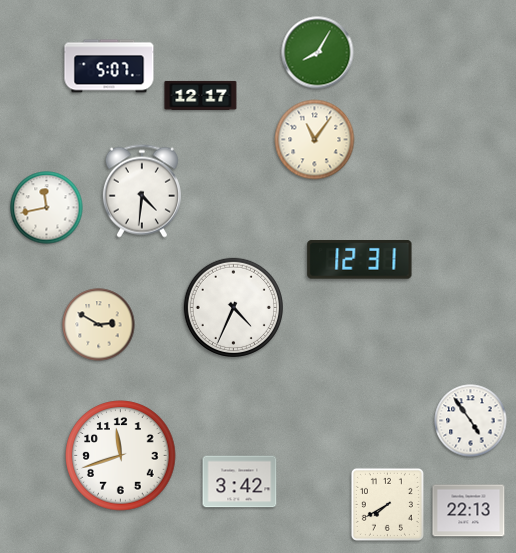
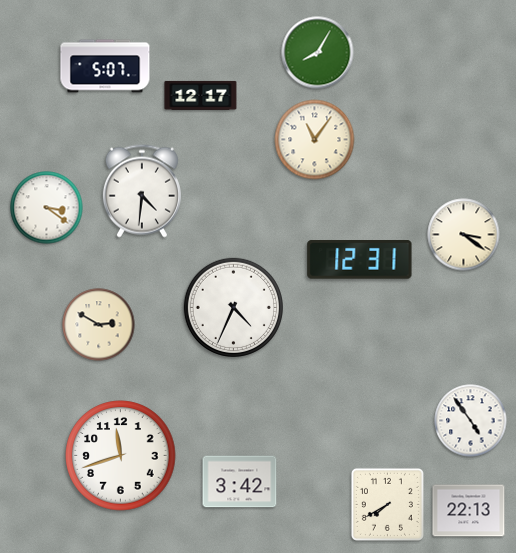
clock at (109, 66) position: (109, 66) -> (105, 66)
clock at (47, 208): 11:43 -> 3:21
clock at (464, 235): none -> 3:21
